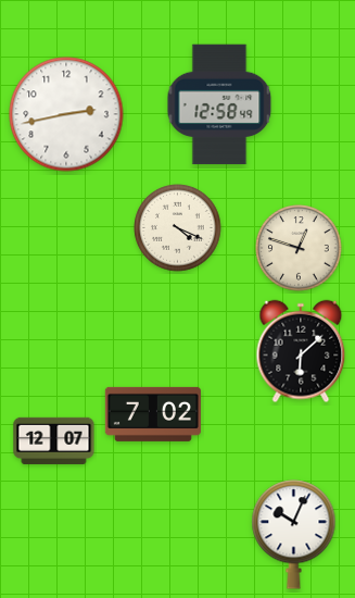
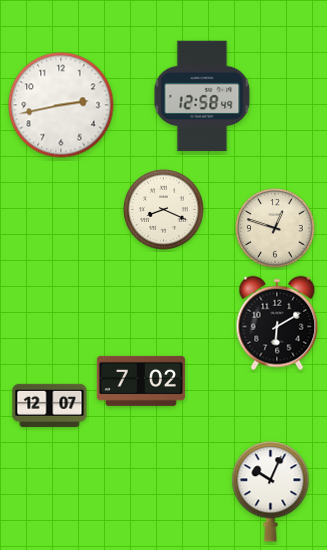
clock at (178, 228): 4:19 -> 8:19
clock at (301, 351): 6:08 -> 6:10
